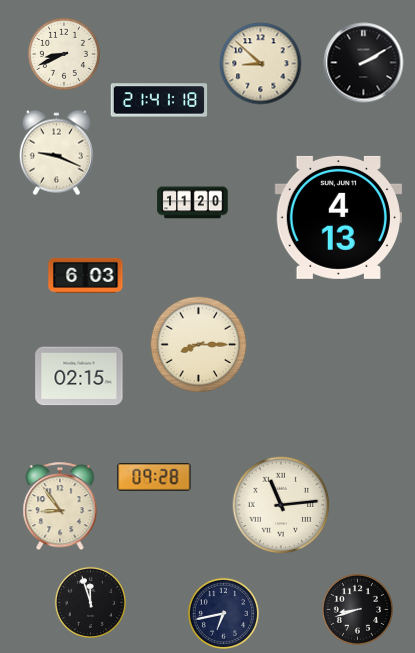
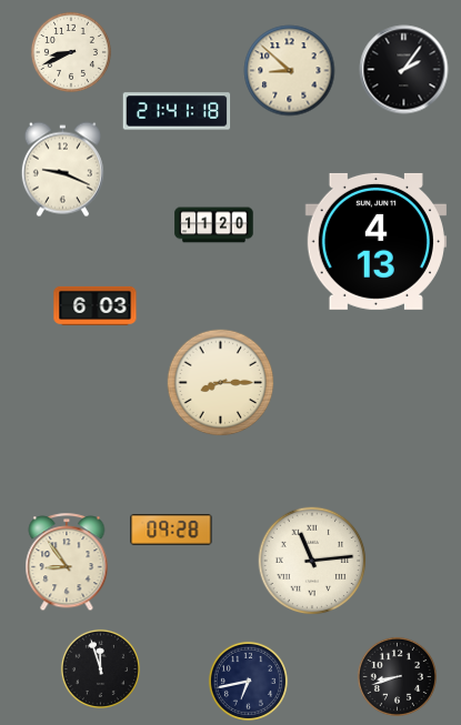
clock at (64, 54) position: (64, 54) -> (71, 52)
clock at (364, 63): 2:10 -> 2:06
clock at (79, 376): 02:15 -> none
